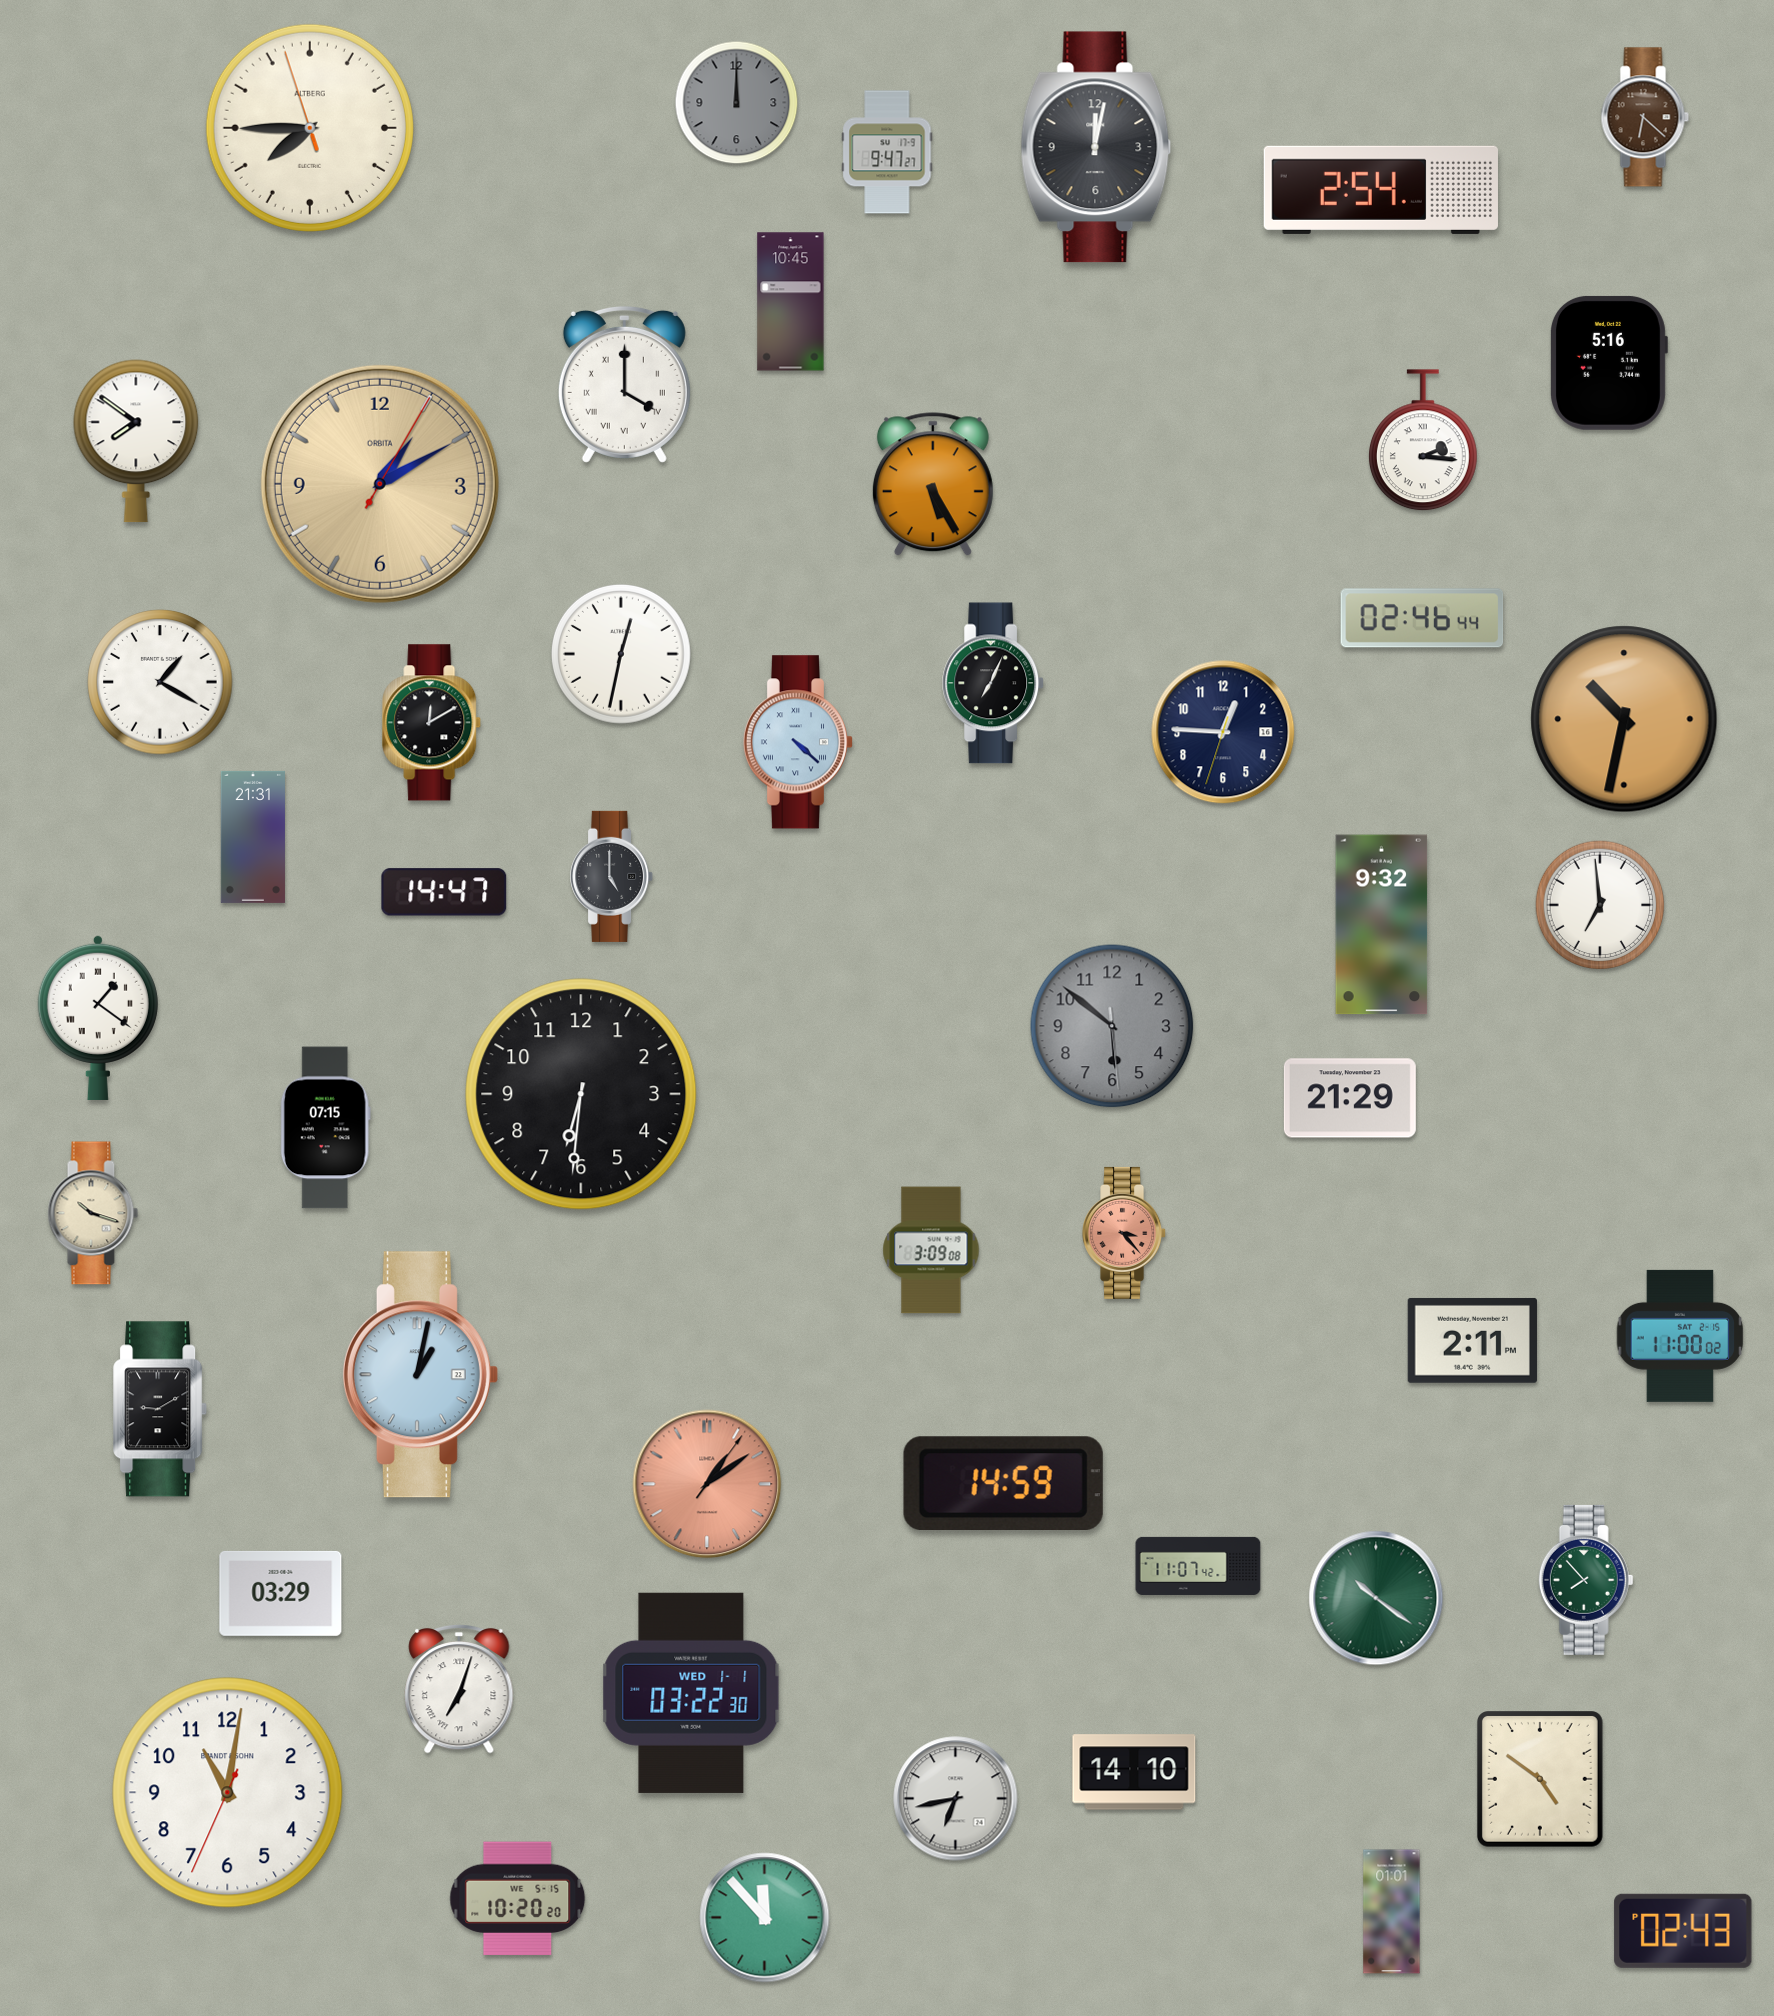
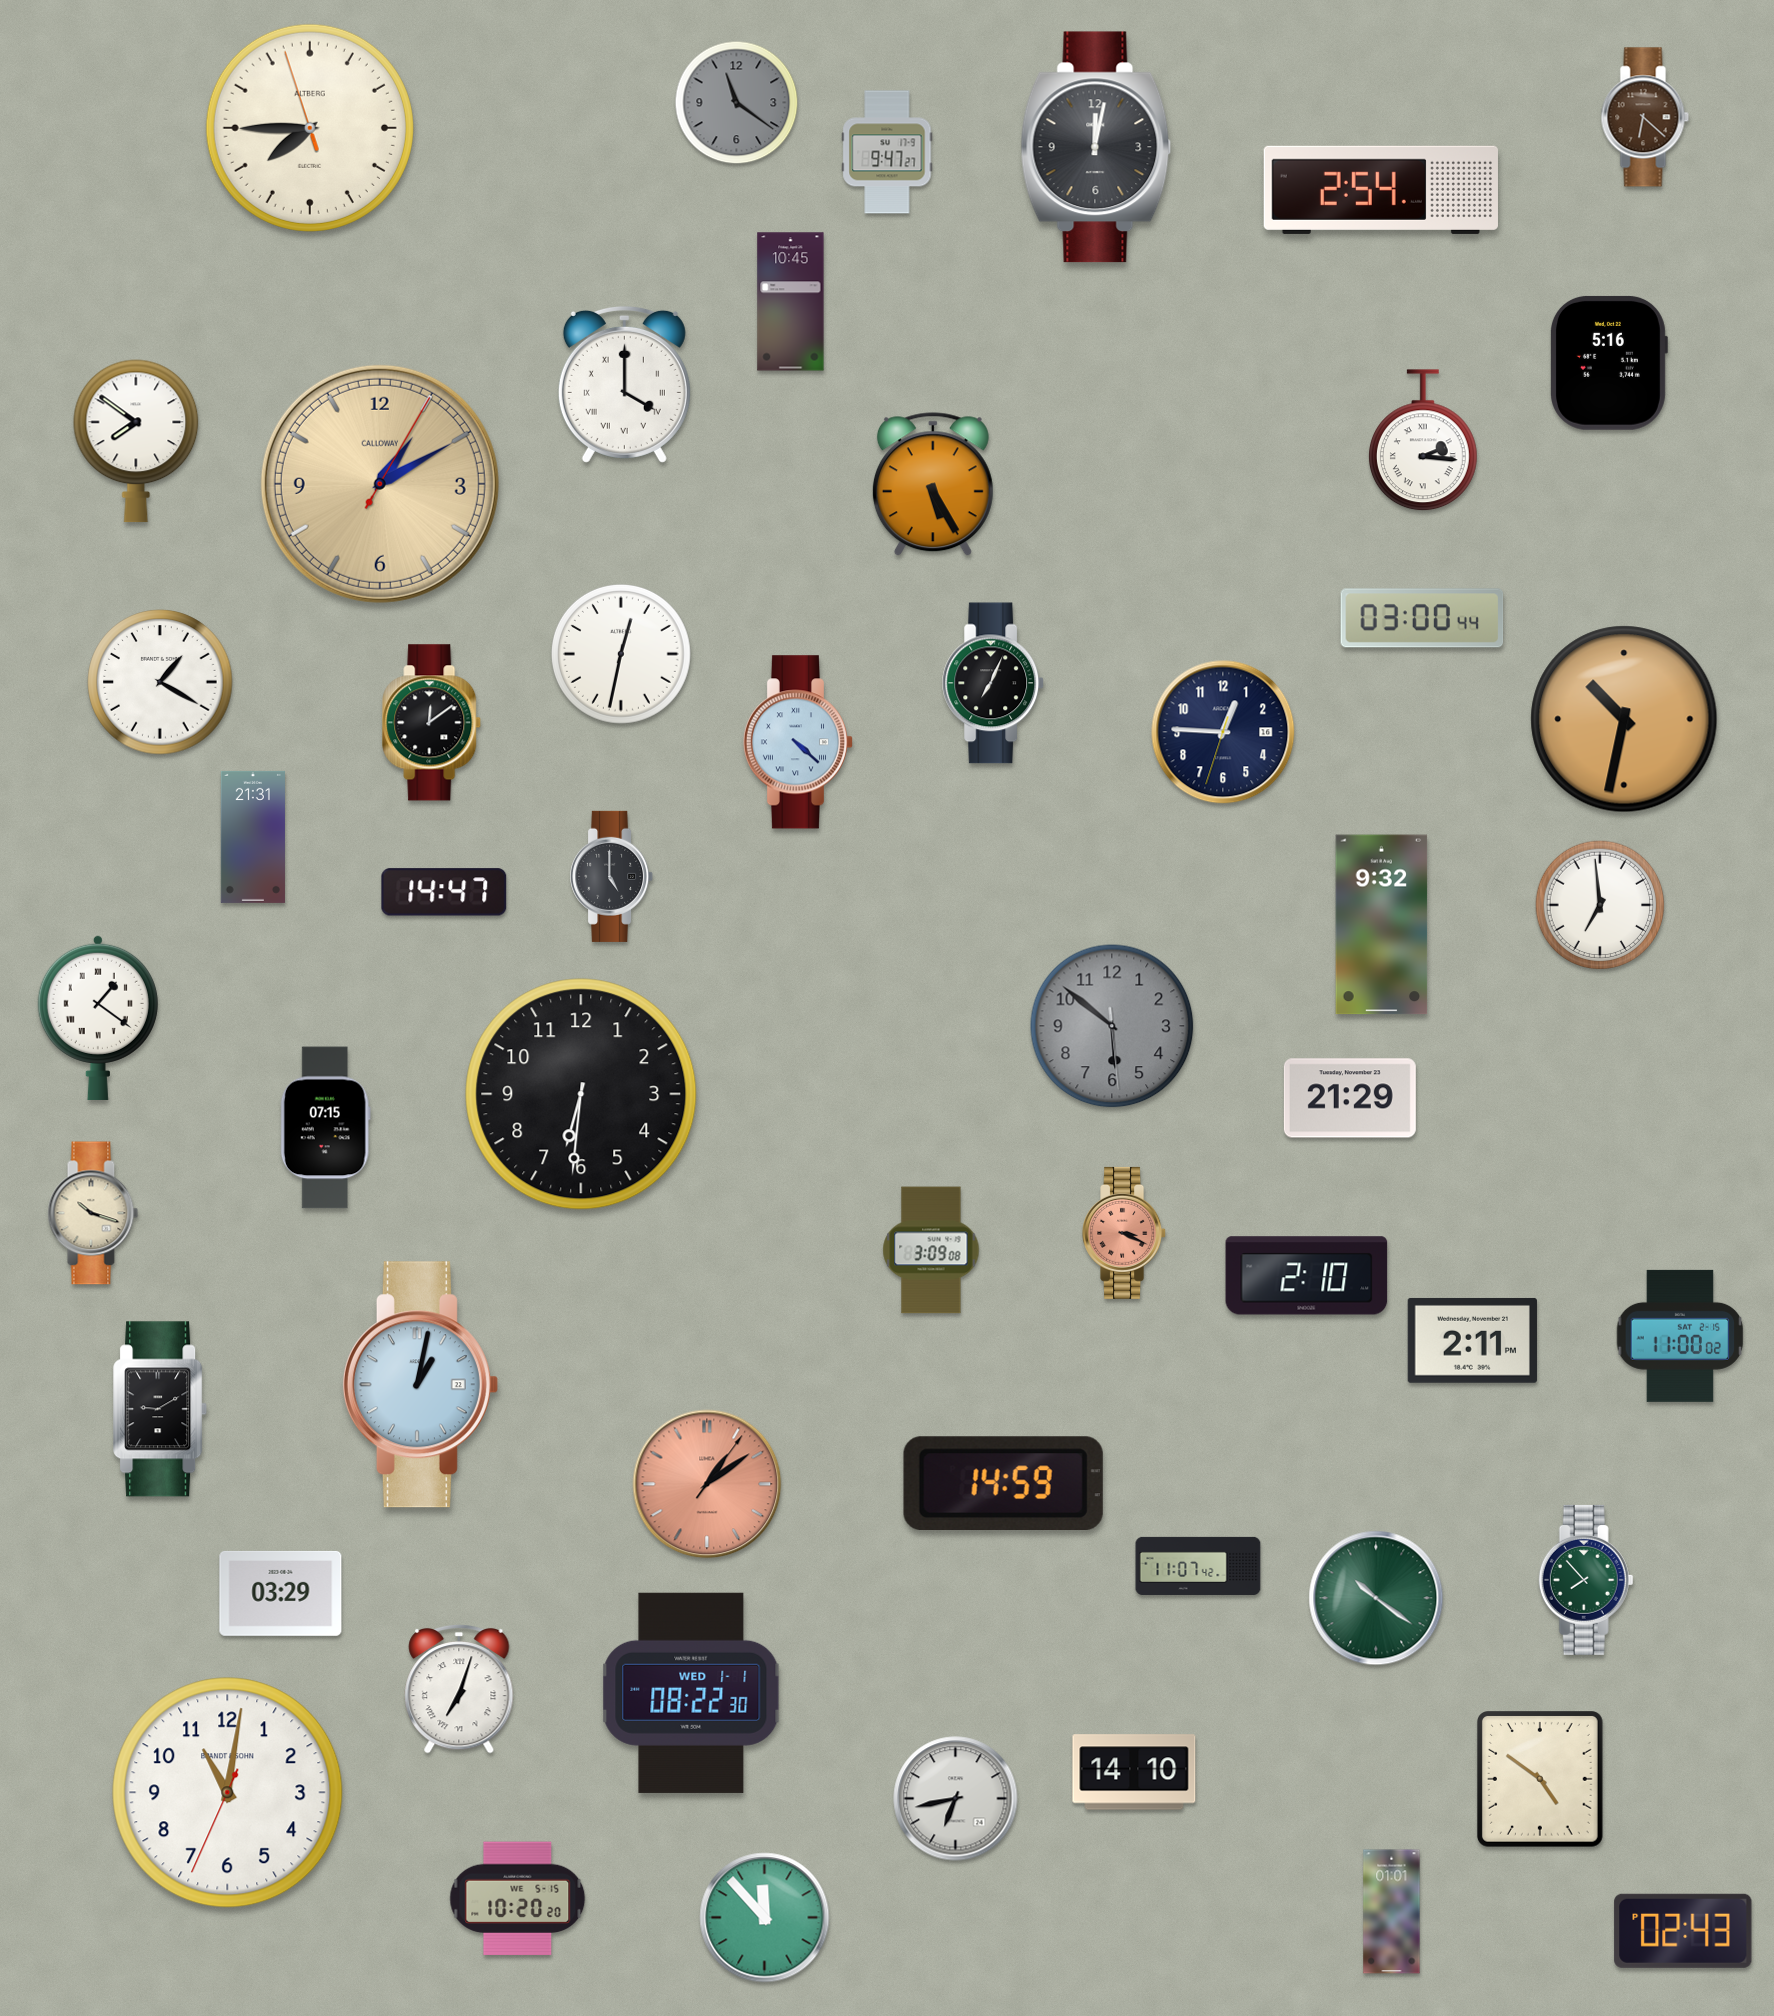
clock at (737, 103): 12:00 -> 11:21
clock at (380, 484) brand: ORBITA -> CALLOWAY
clock at (1422, 618): 02:46 -> 03:00
clock at (432, 723): 12:10 -> 12:09
clock at (1125, 1233): 3:23 -> 3:19
clock at (1307, 1276): none -> 2:10
clock at (420, 1375) position: (420, 1375) -> (420, 1385)
clock at (691, 1693): 03:22 -> 08:22
